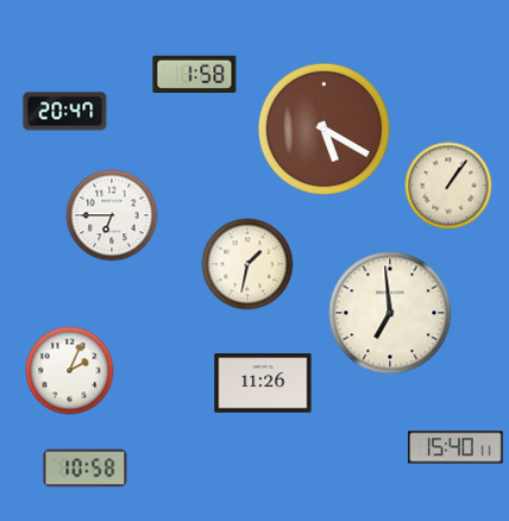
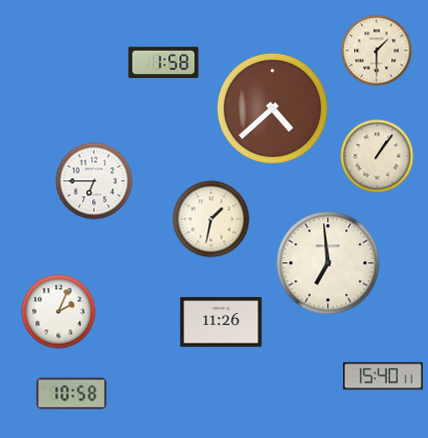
clock at (377, 51): none -> 1:30
clock at (65, 112): 20:47 -> none
clock at (323, 128): 5:20 -> 4:38
clock at (247, 264) position: (247, 264) -> (211, 219)
